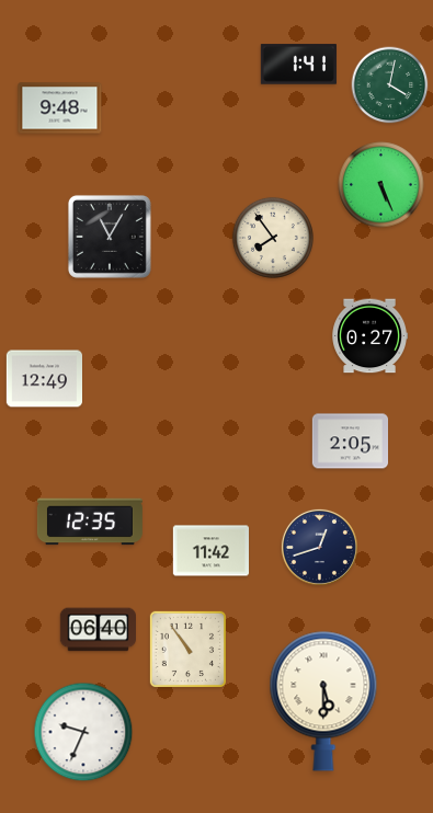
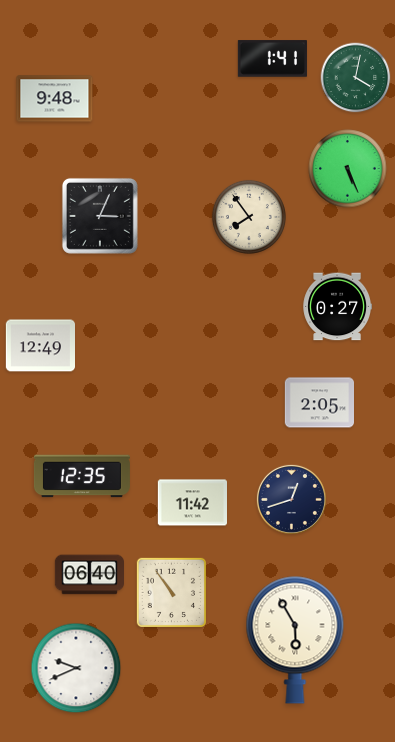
clock at (110, 237): 11:05 -> 3:04
clock at (323, 701): 5:30 -> 5:55
clock at (83, 732): 9:34 -> 9:41
